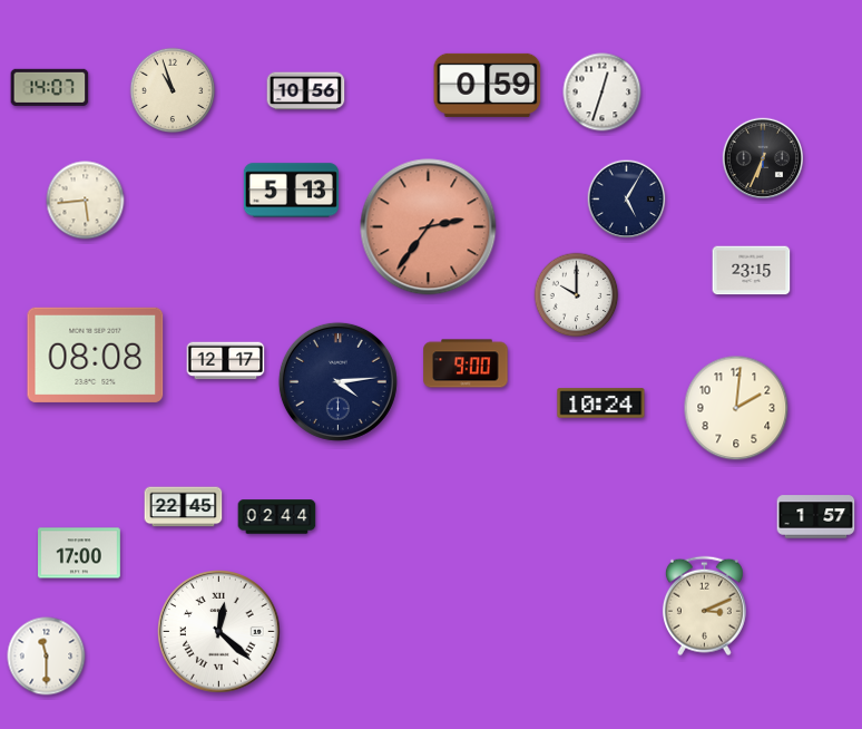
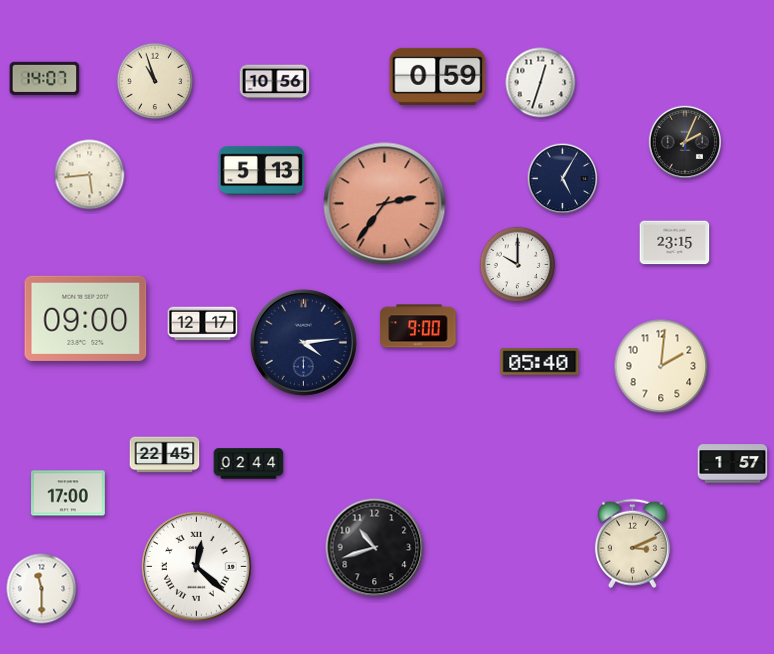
clock at (763, 158): 6:34 -> 2:04
clock at (86, 201) position: (86, 201) -> (90, 175)
clock at (96, 354): 08:08 -> 09:00
clock at (601, 404): 10:24 -> 05:40
clock at (80, 553) position: (80, 553) -> (69, 493)
clock at (375, 548): none -> 10:42
